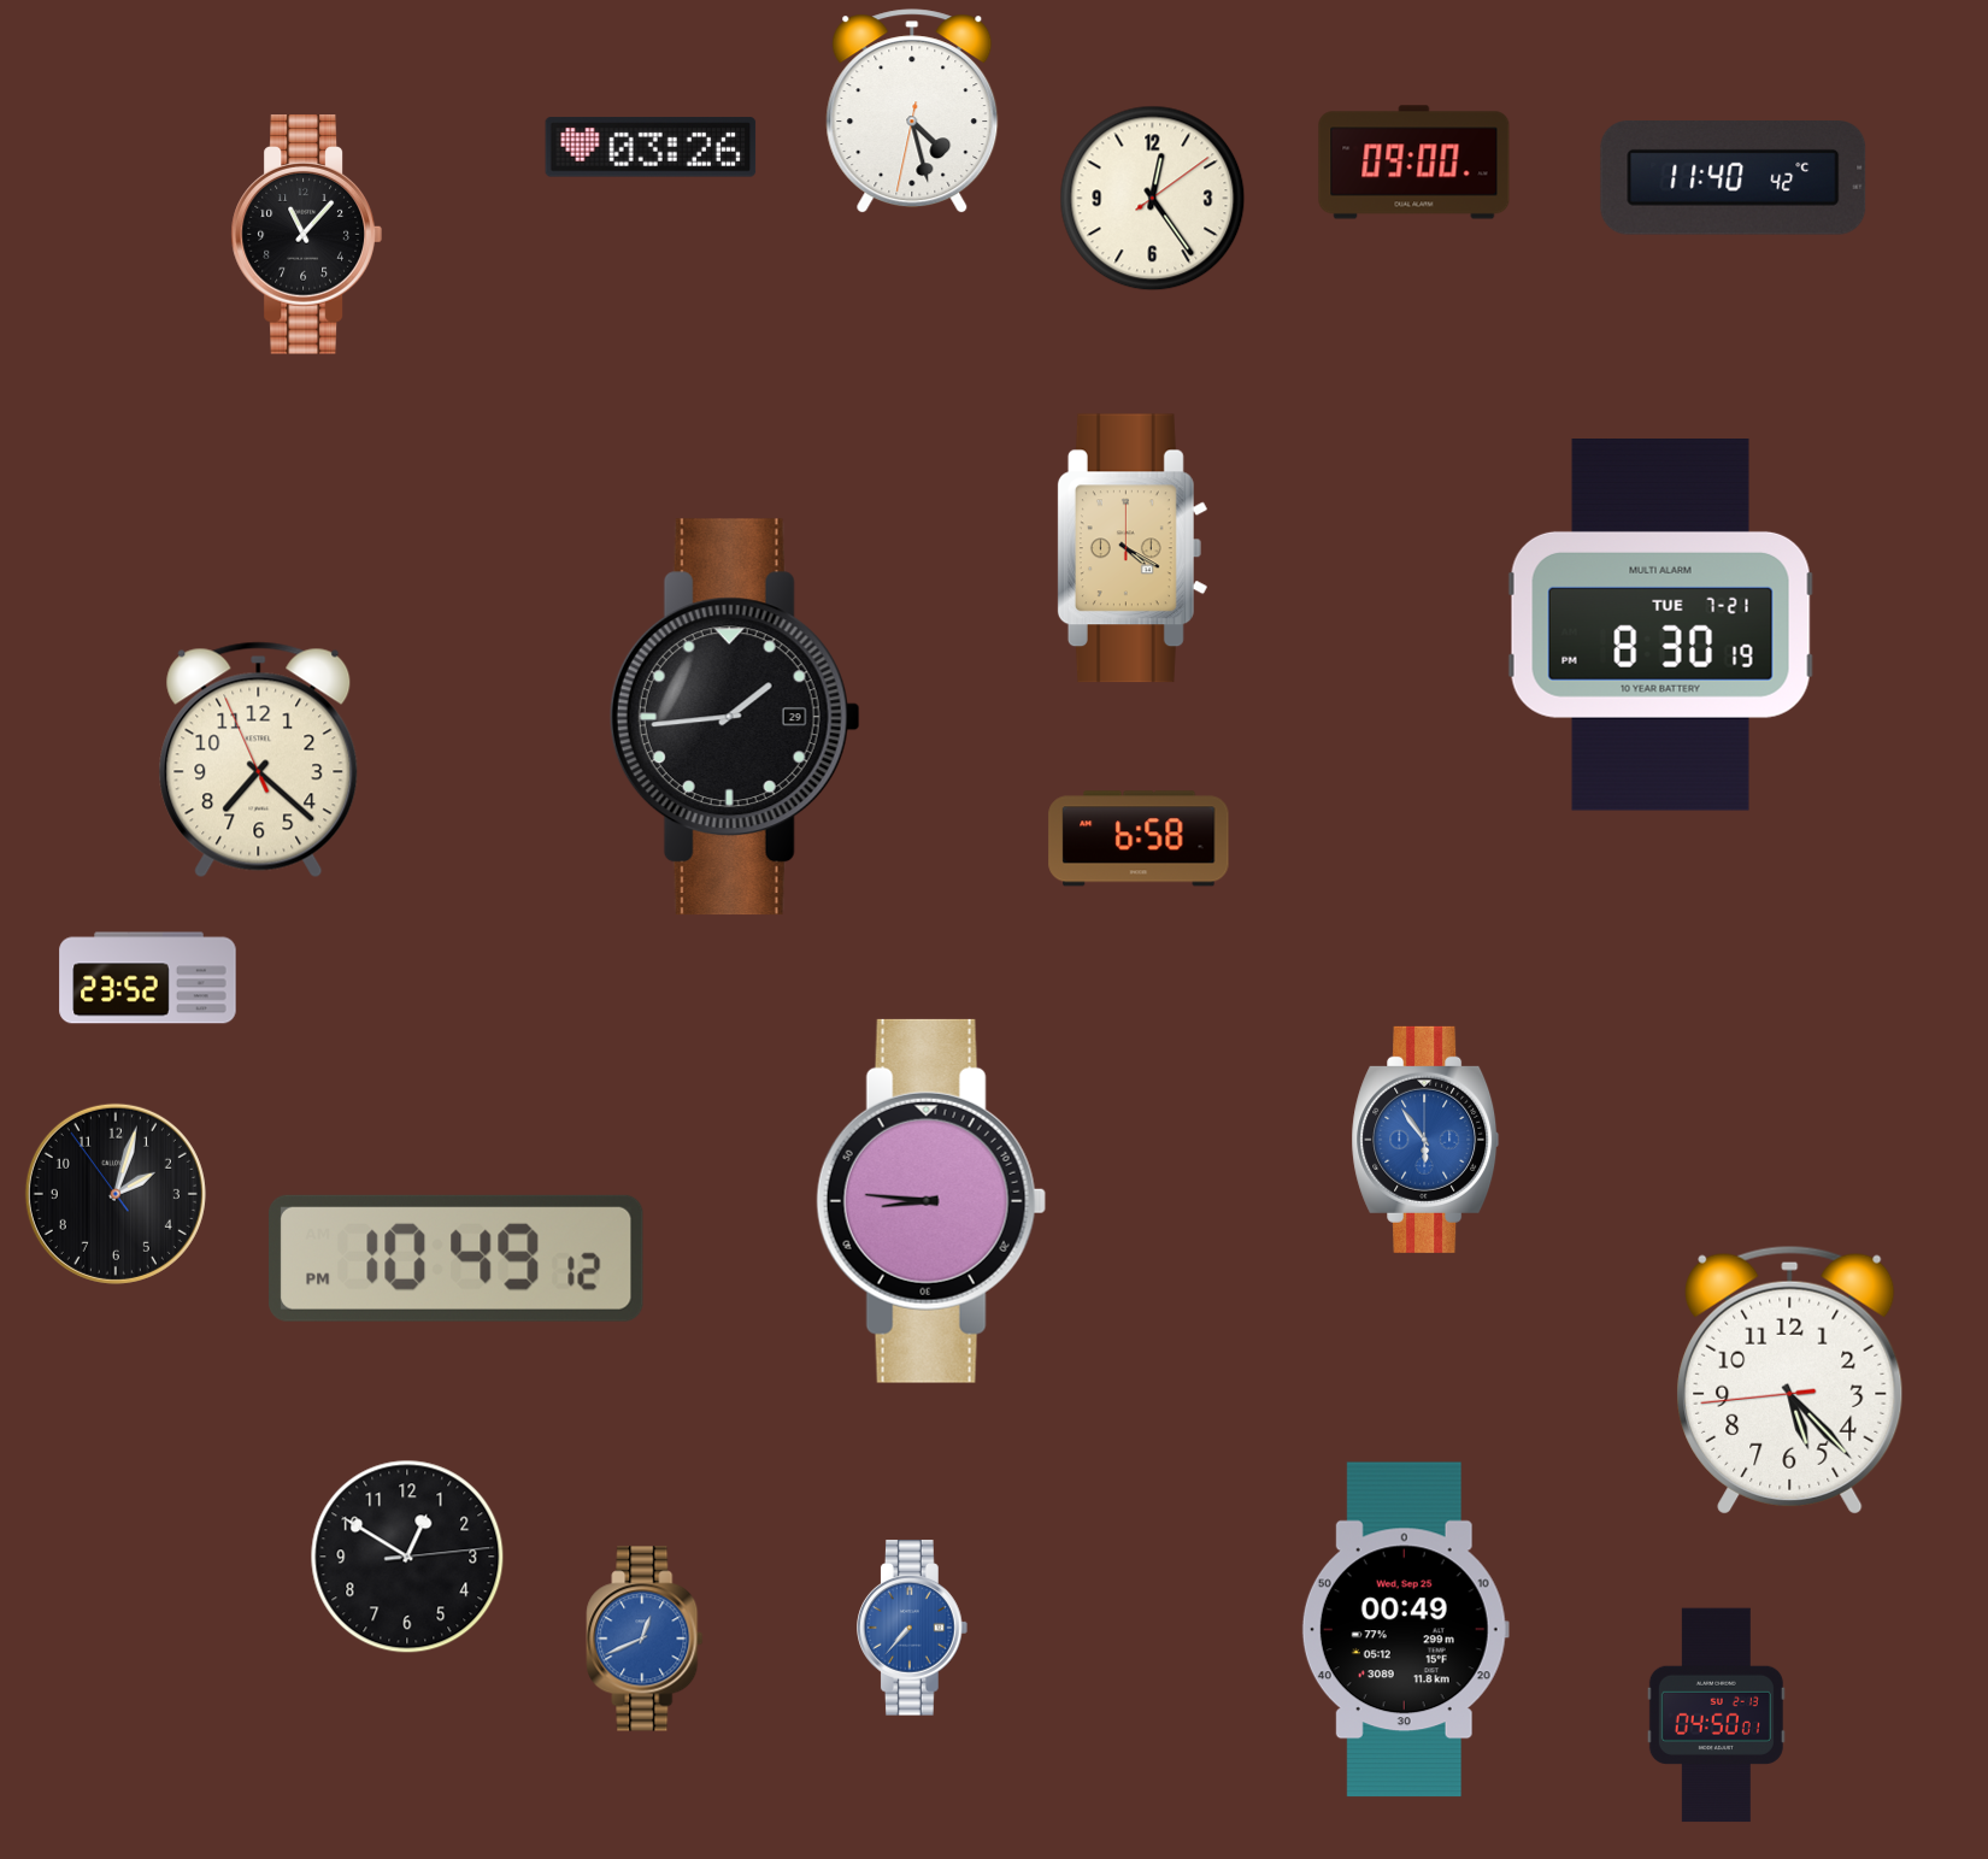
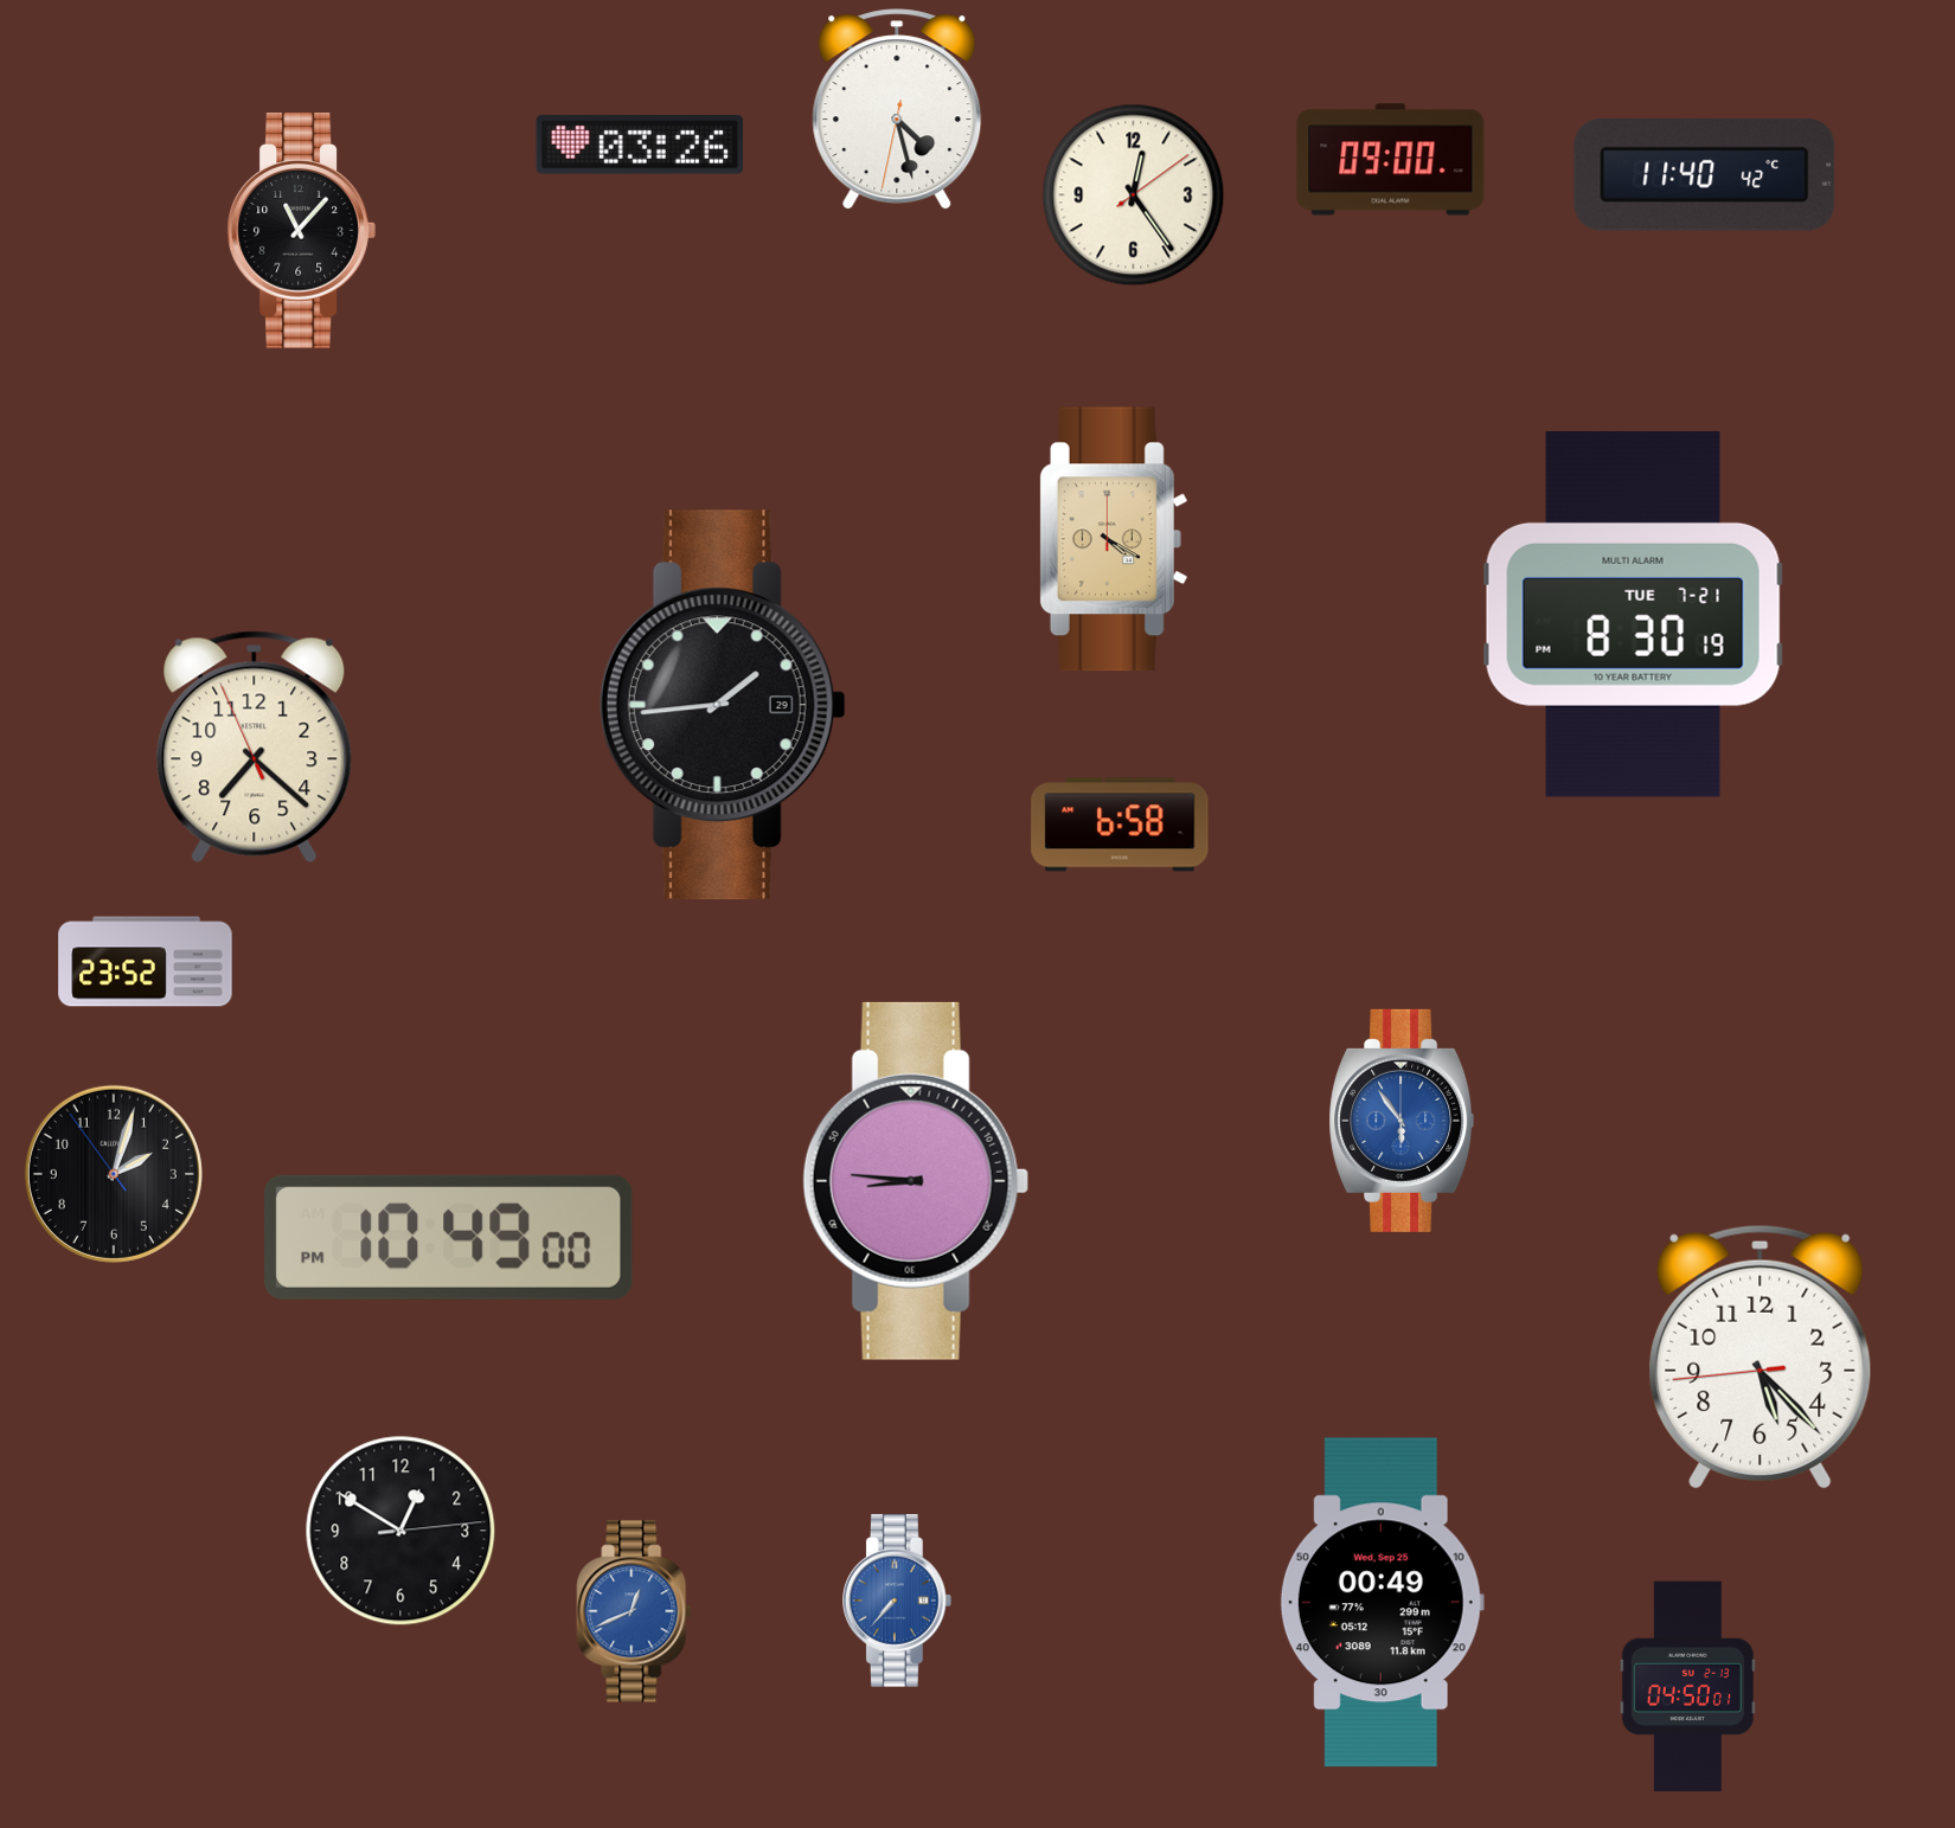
clock at (457, 1258): 10:49:12 PM -> 10:49:00 PM
